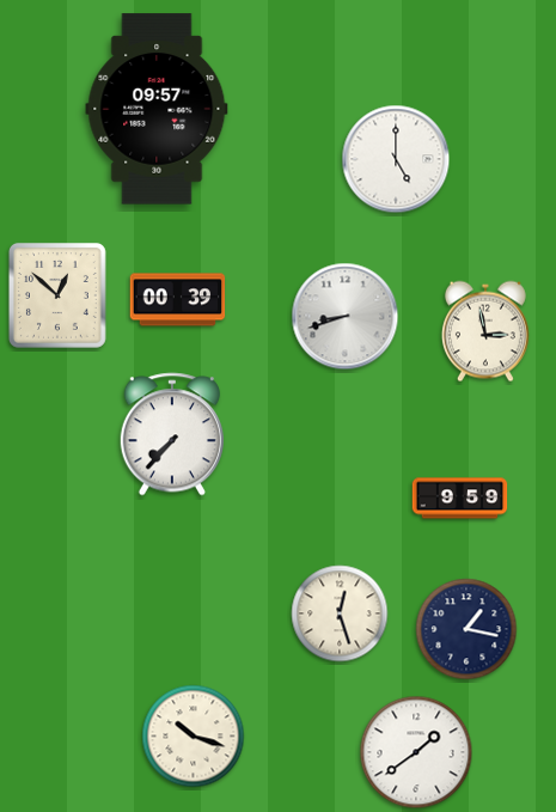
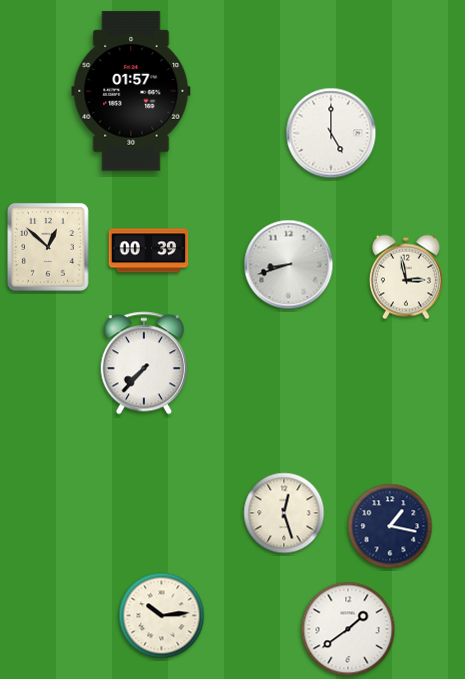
clock at (157, 109): 09:57 -> 01:57
clock at (460, 499): 9:59 -> none
clock at (194, 737): 10:18 -> 10:14
